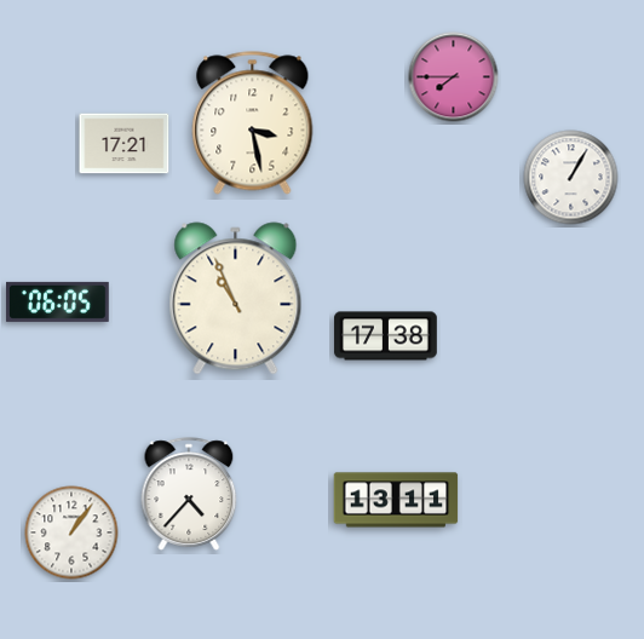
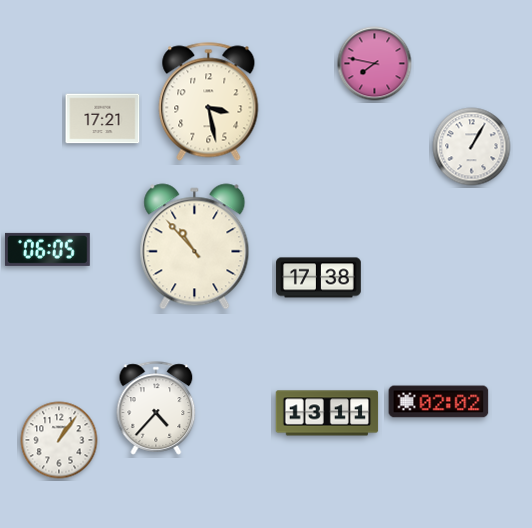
clock at (454, 77): 7:45 -> 7:47
clock at (236, 299): 10:56 -> 10:53
clock at (439, 402): none -> 02:02
